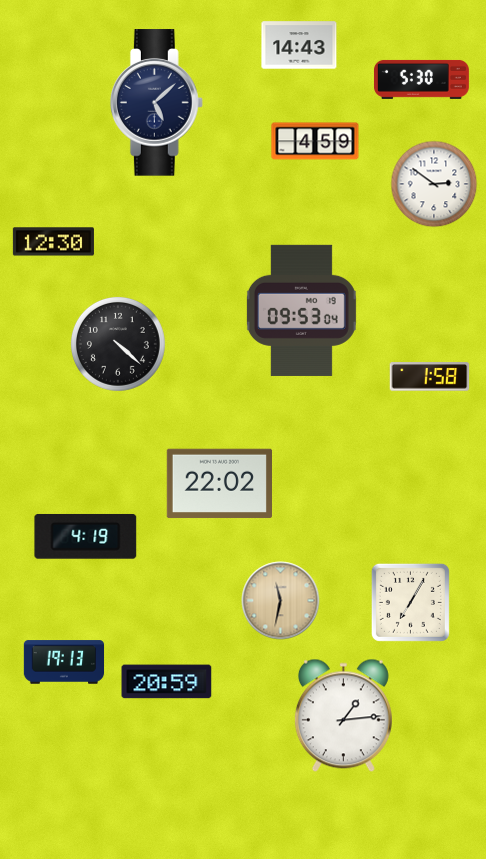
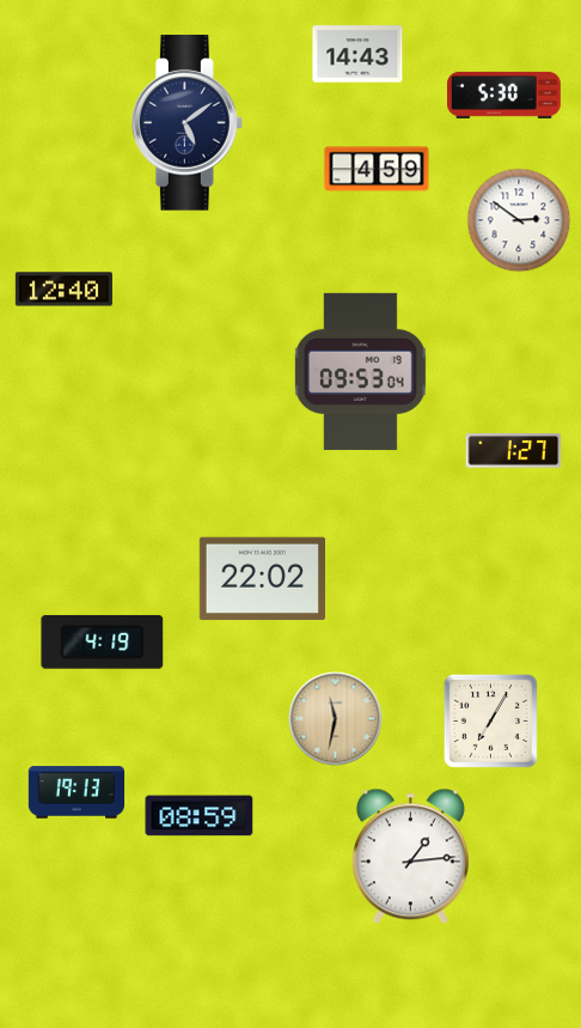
clock at (156, 103): 5:08 -> 5:09
clock at (53, 242): 12:30 -> 12:40
clock at (118, 344): 4:22 -> none
clock at (430, 377): 1:58 -> 1:27
clock at (167, 682): 20:59 -> 08:59
